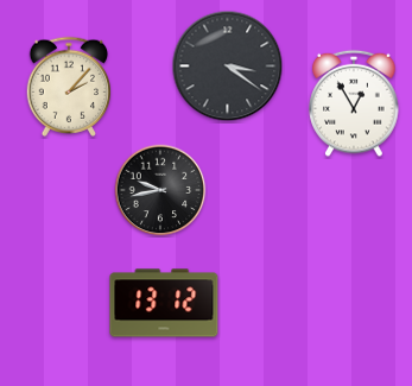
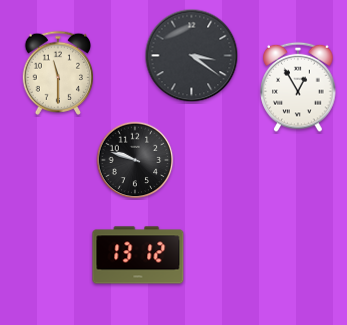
clock at (68, 87): 2:07 -> 11:30
clock at (160, 190): 9:43 -> 9:48
